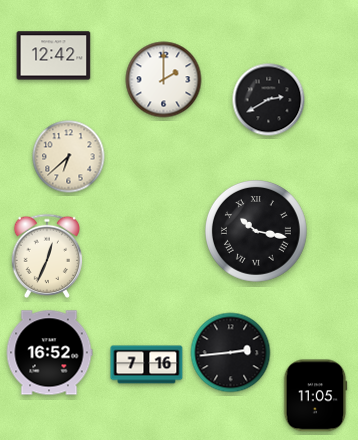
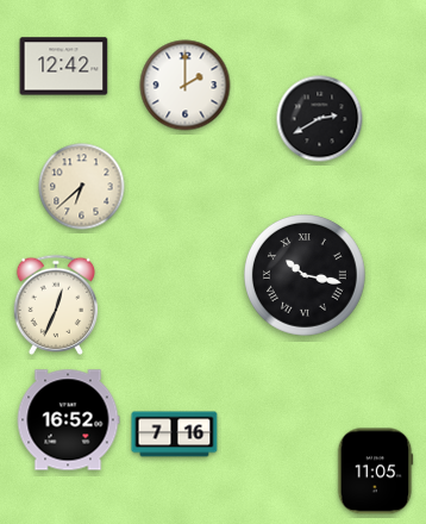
clock at (164, 80) position: (164, 80) -> (186, 86)
clock at (49, 353) position: (49, 353) -> (68, 420)
clock at (231, 353): 2:44 -> none
